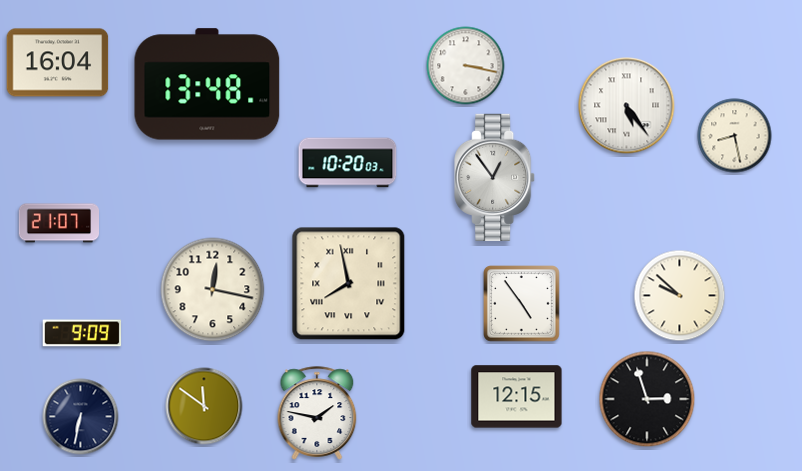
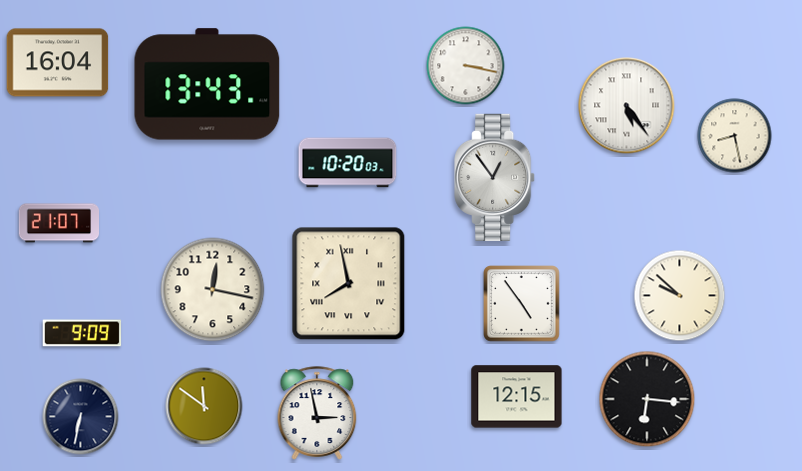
clock at (207, 84): 13:48 -> 13:43
clock at (647, 399): 2:57 -> 6:16
clock at (317, 413): 1:47 -> 2:58
